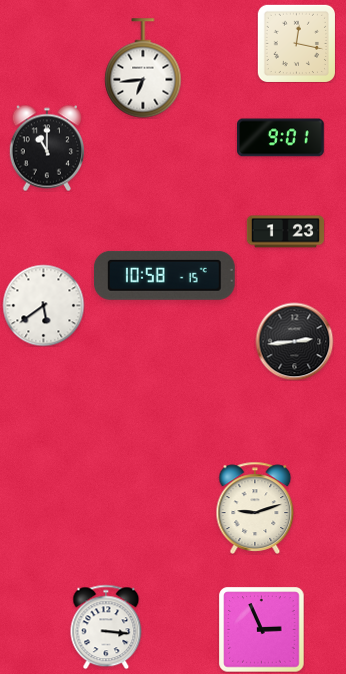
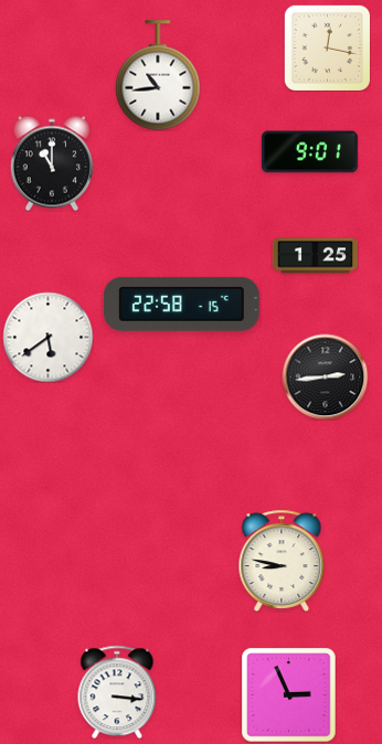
clock at (143, 68): 6:44 -> 10:44
clock at (285, 232): 1:23 -> 1:25
clock at (164, 275): 10:58 -> 22:58
clock at (255, 508): 9:12 -> 8:47
